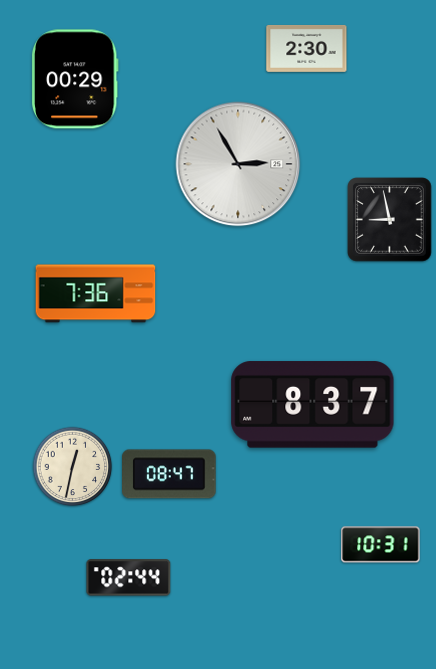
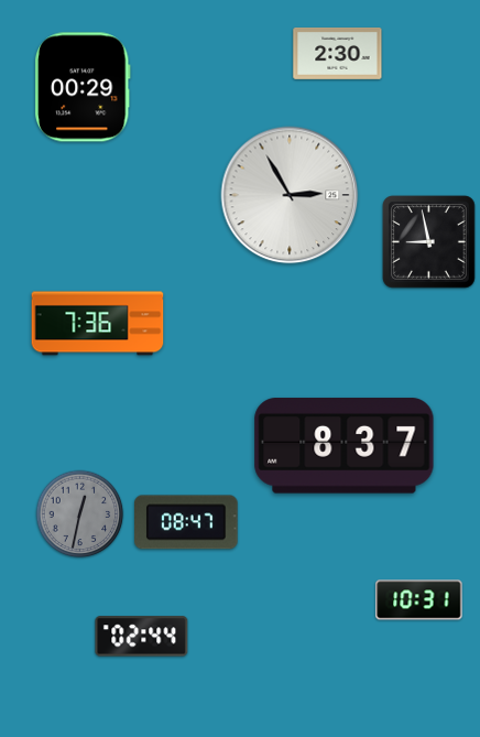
clock at (238, 164) position: (238, 164) -> (290, 195)
clock at (96, 294) position: (96, 294) -> (98, 324)
clock at (73, 467) dial: cream -> grey
